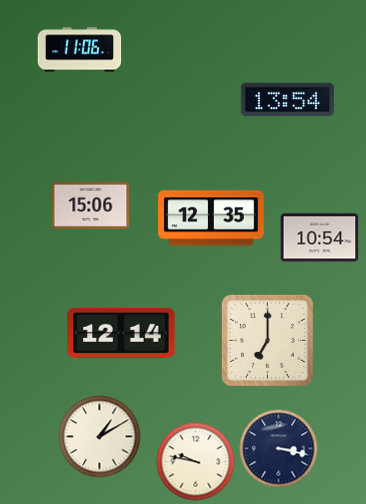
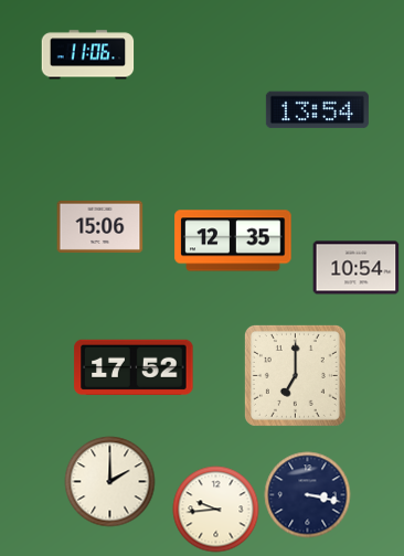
clock at (319, 238) position: (319, 238) -> (355, 268)
clock at (121, 333): 12:14 -> 17:52
clock at (99, 436): 1:10 -> 2:00
clock at (195, 461): 9:47 -> 9:44
